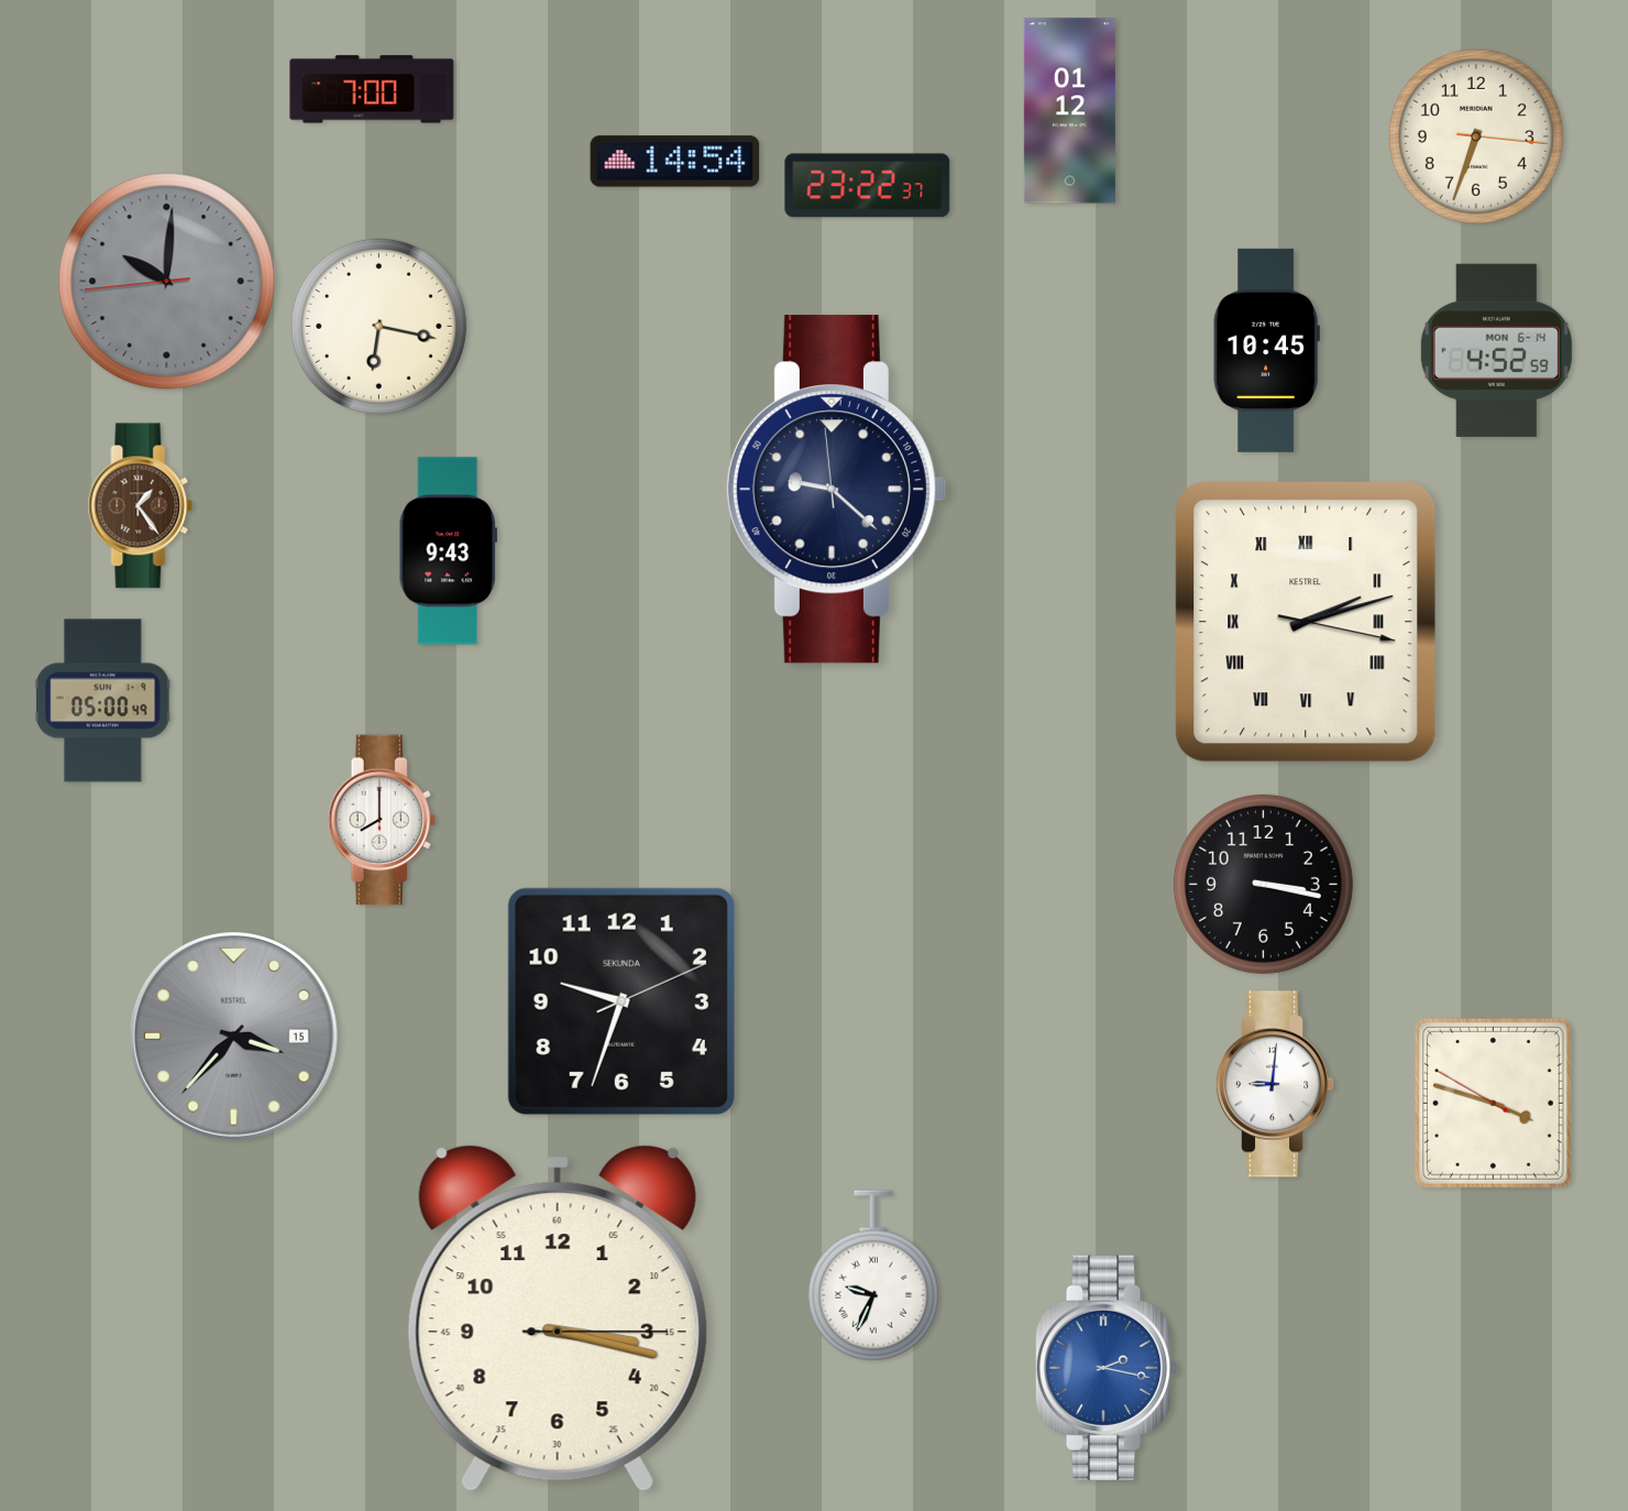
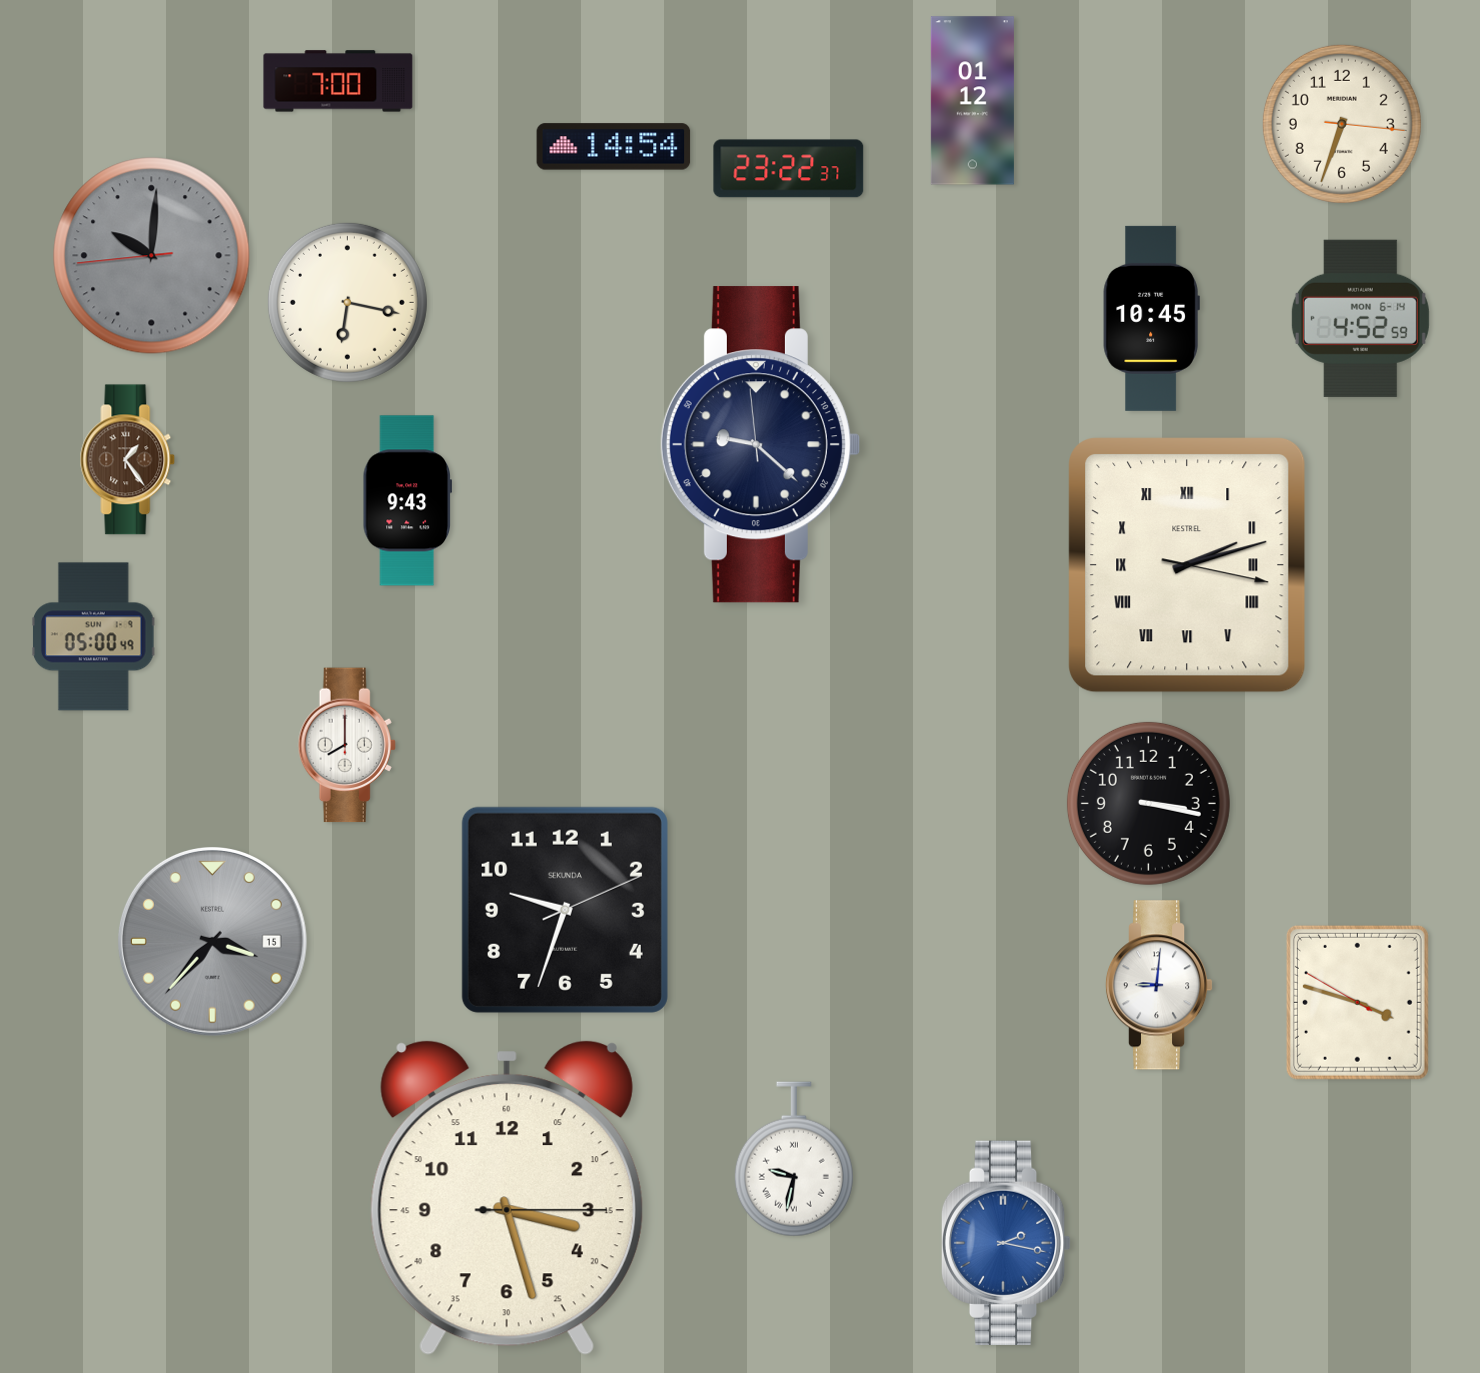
clock at (378, 326) position: (378, 326) -> (347, 302)
clock at (873, 1275): 9:34 -> 9:32
clock at (558, 1318): 3:17 -> 3:27
